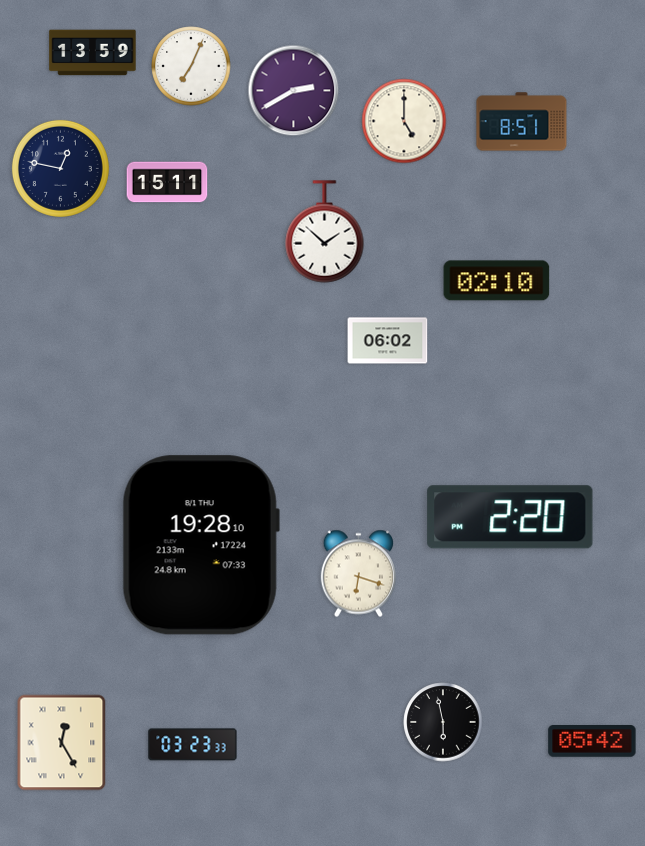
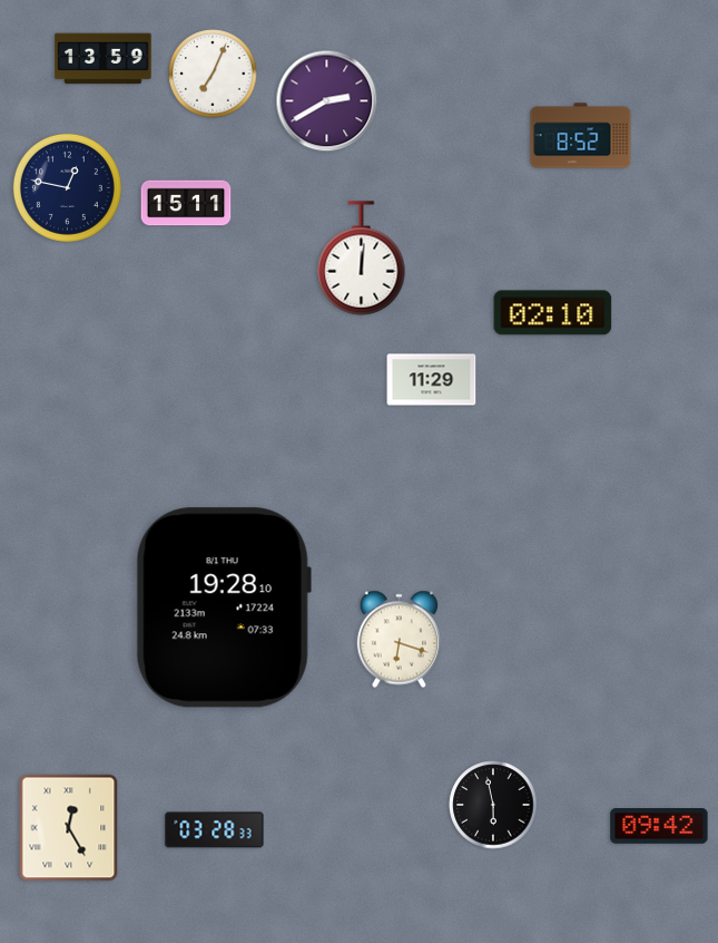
clock at (404, 121): 5:00 -> none
clock at (522, 122): 8:51 -> 8:52
clock at (325, 232): 1:52 -> 12:01
clock at (388, 341): 06:02 -> 11:29
clock at (510, 517): 2:20 -> none
clock at (592, 742): 05:42 -> 09:42
clock at (193, 745): 03:23 -> 03:28
